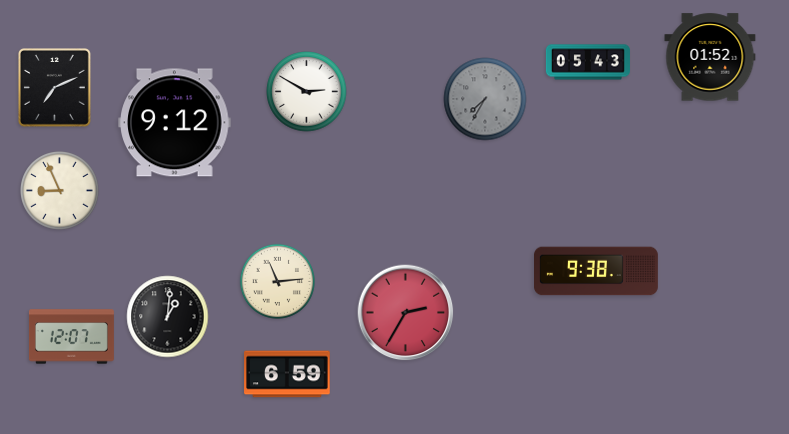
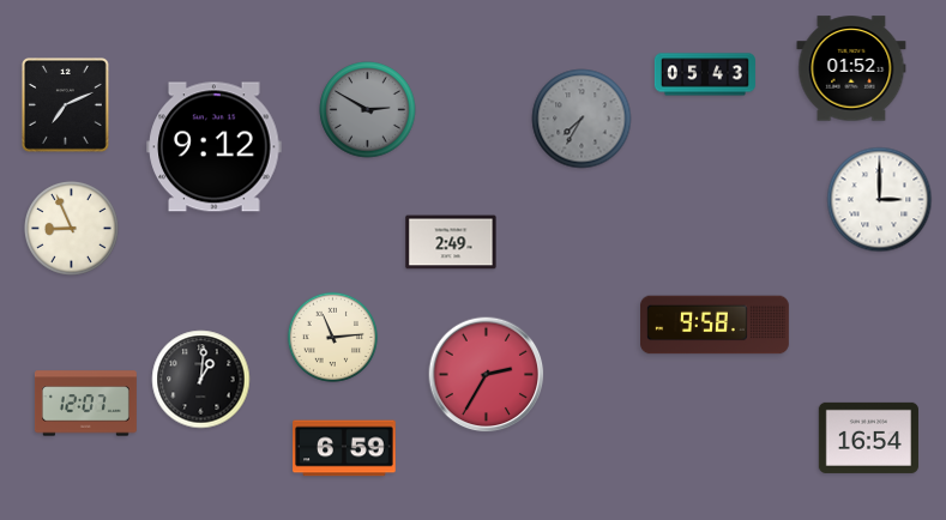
clock at (307, 92) dial: white -> grey
clock at (175, 123) position: (175, 123) -> (215, 147)
clock at (880, 200): none -> 3:00
clock at (451, 242): none -> 2:49
clock at (597, 271): 9:38 -> 9:58
clock at (868, 437): none -> 16:54
